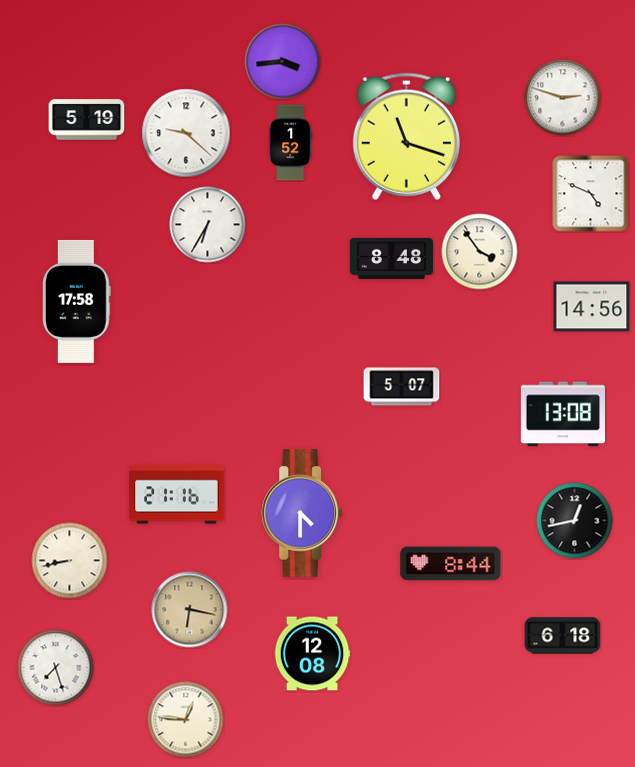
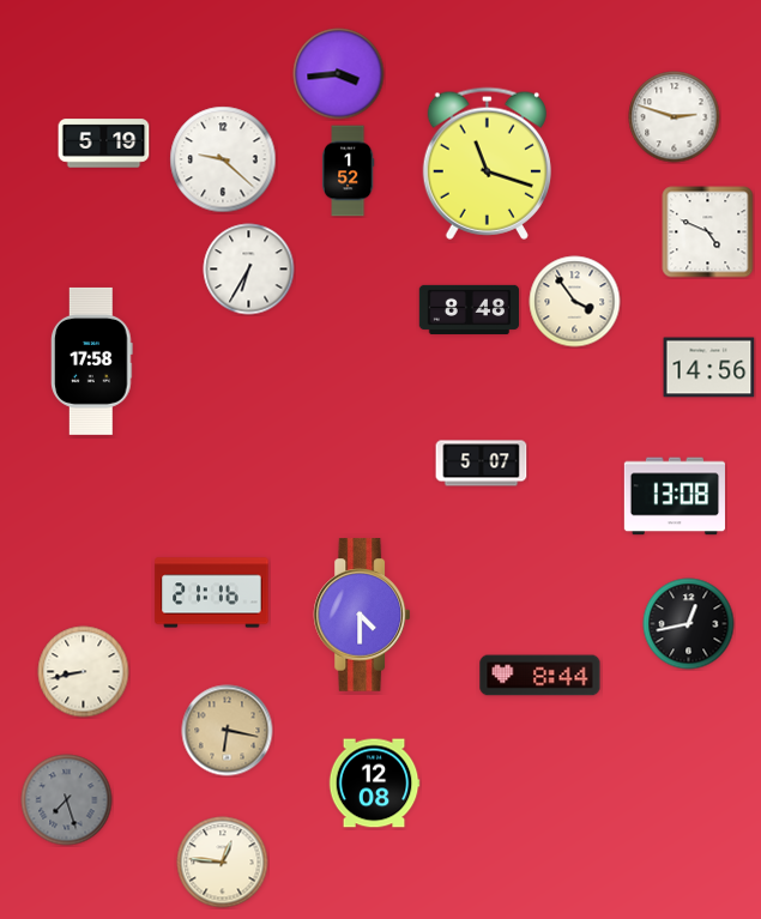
clock at (563, 636): 6:18 -> none
clock at (56, 668) dial: white -> grey
